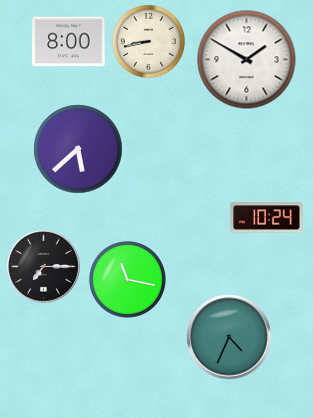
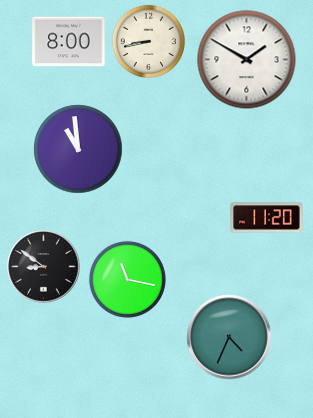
clock at (78, 149): 5:38 -> 10:59
clock at (267, 218): 10:24 -> 11:20
clock at (44, 267): 7:15 -> 8:51
